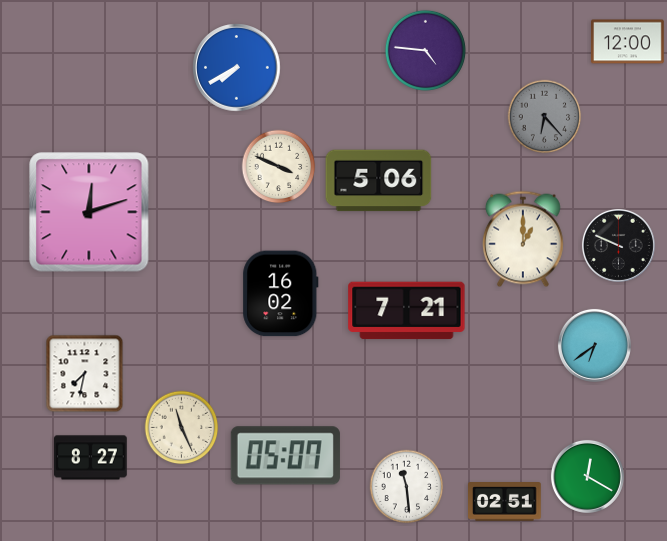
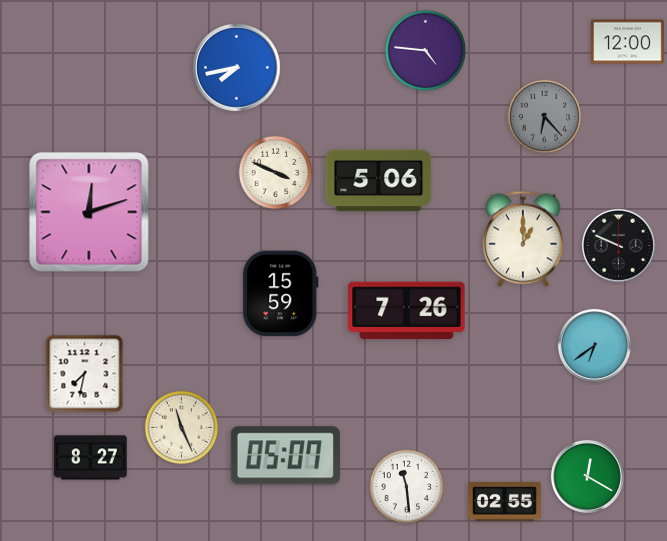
clock at (237, 68): 7:40 -> 7:43
clock at (279, 167) position: (279, 167) -> (276, 173)
clock at (281, 294): 16:02 -> 15:59
clock at (407, 311): 7:21 -> 7:26
clock at (505, 502): 02:51 -> 02:55
